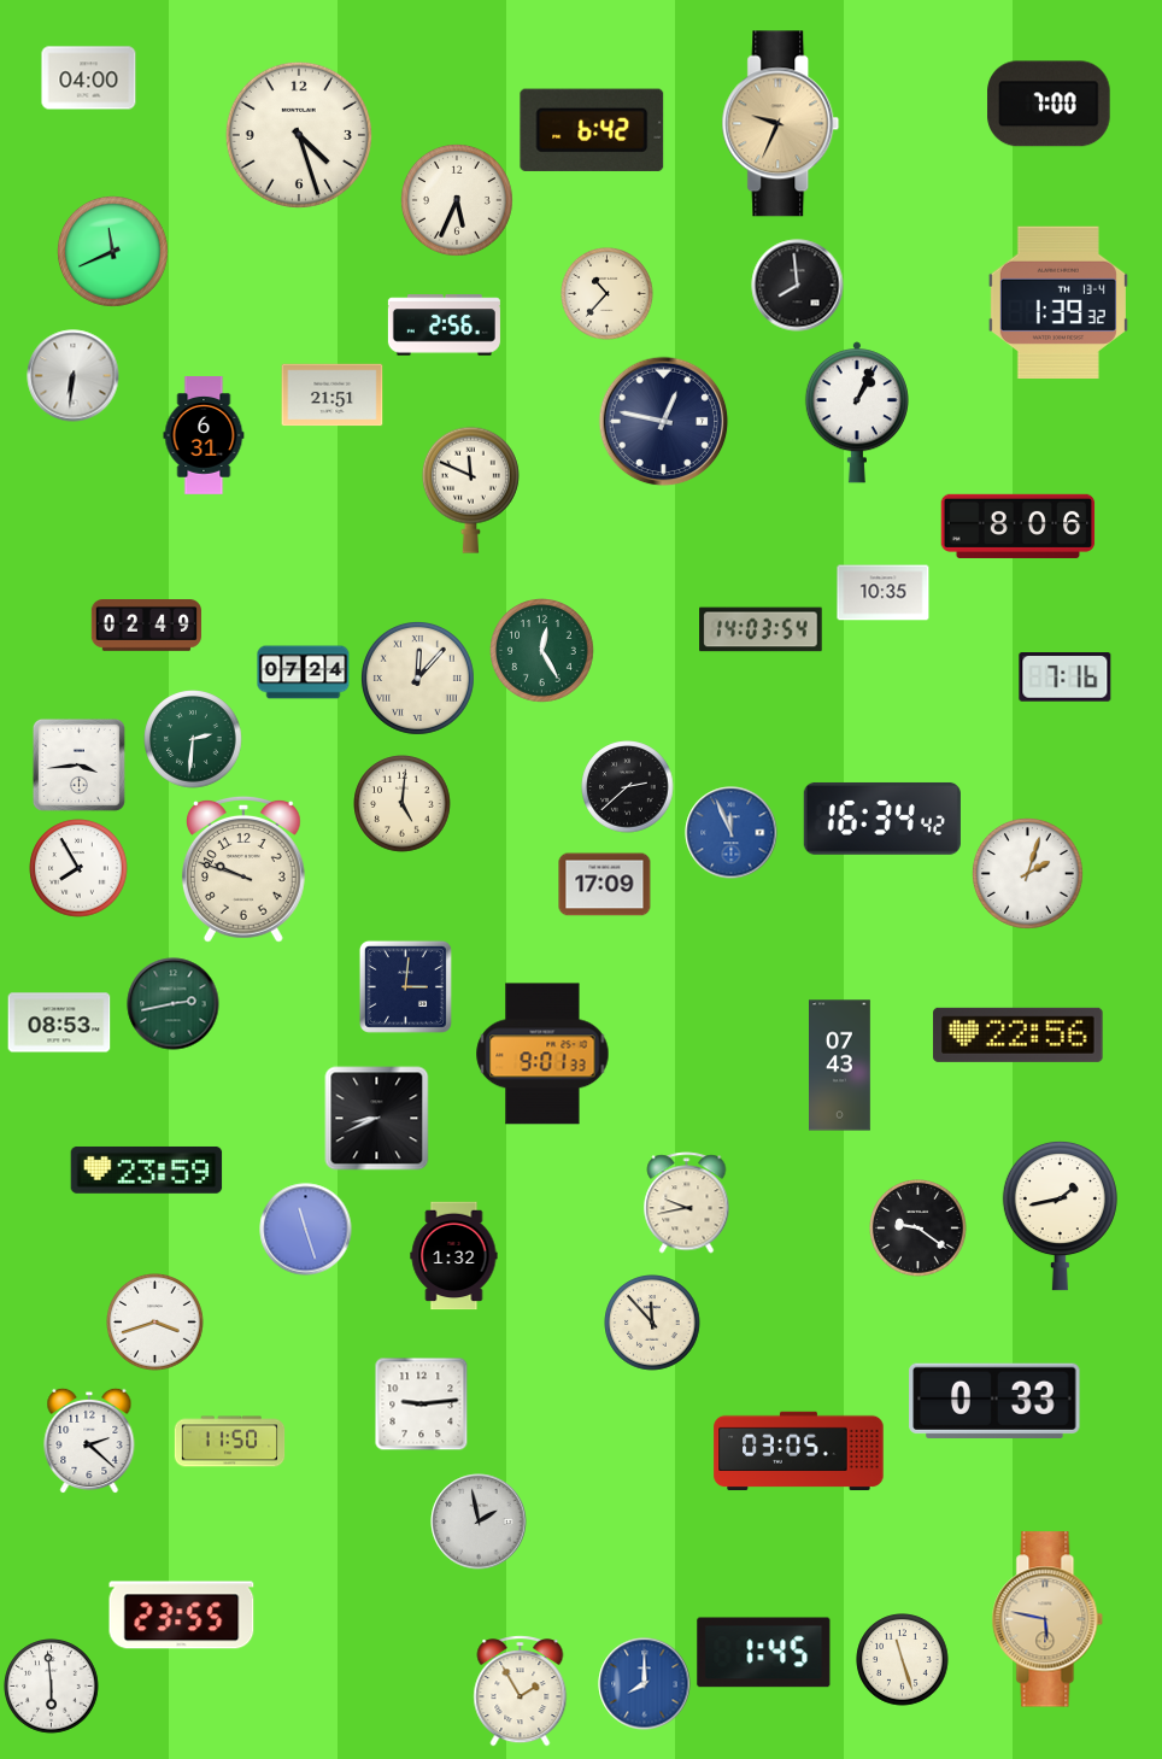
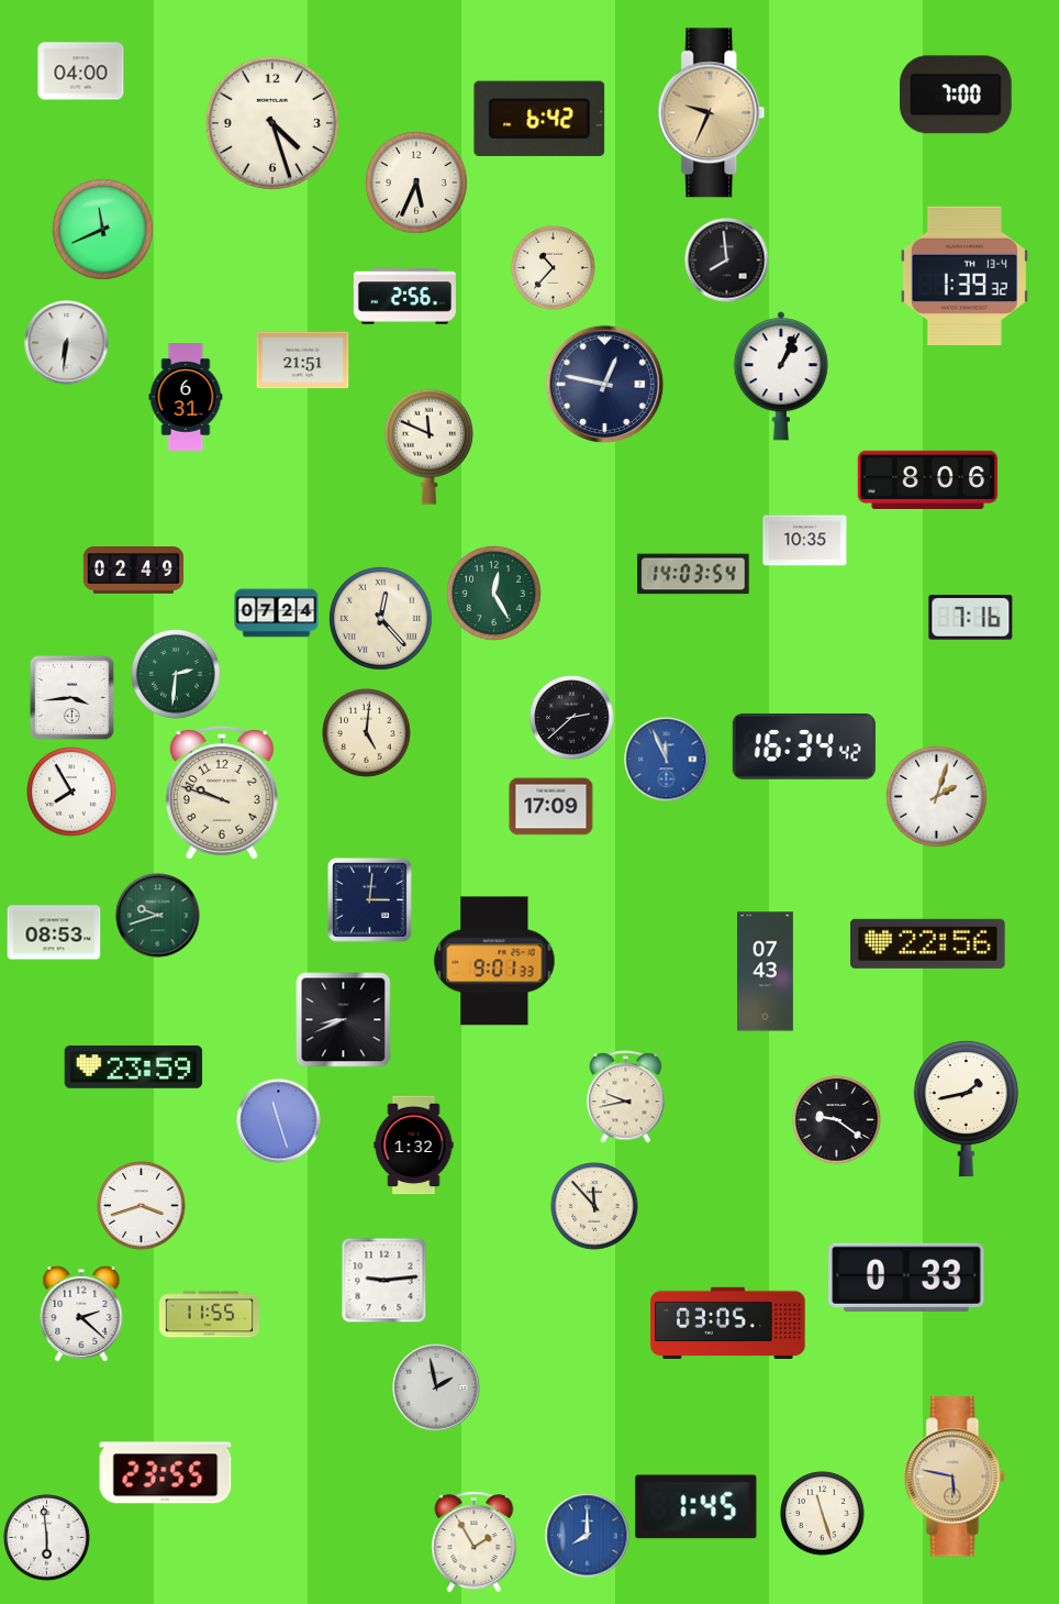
clock at (417, 678): 12:07 -> 12:23
clock at (174, 1004): 2:43 -> 9:42
clock at (230, 1442): 11:50 -> 11:55
